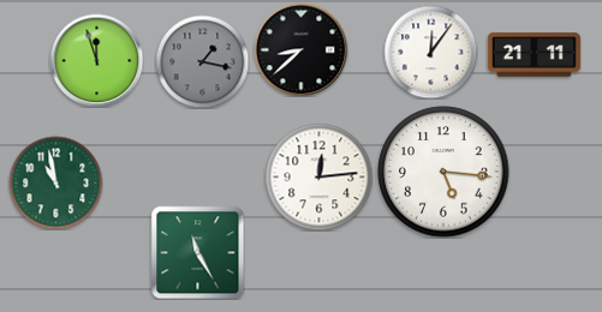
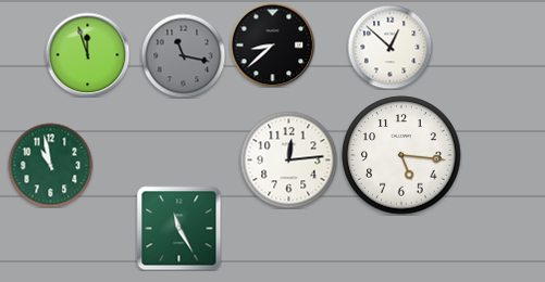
clock at (430, 52): 12:06 -> 12:52
clock at (534, 55): 21:11 -> none
clock at (202, 61): 1:17 -> 11:17
